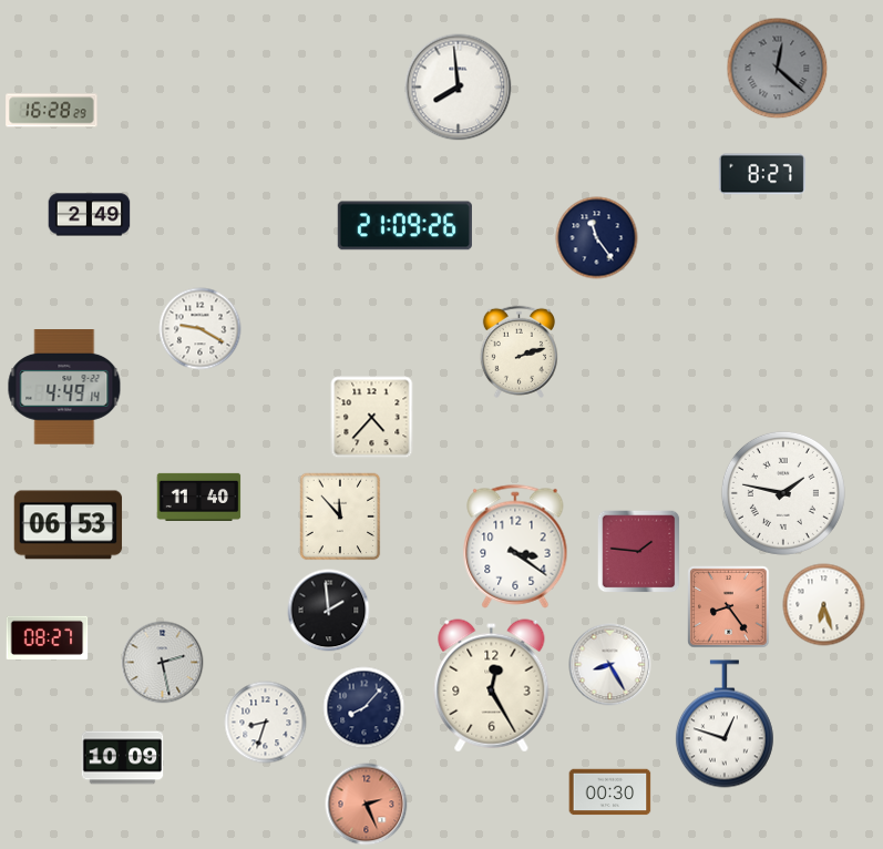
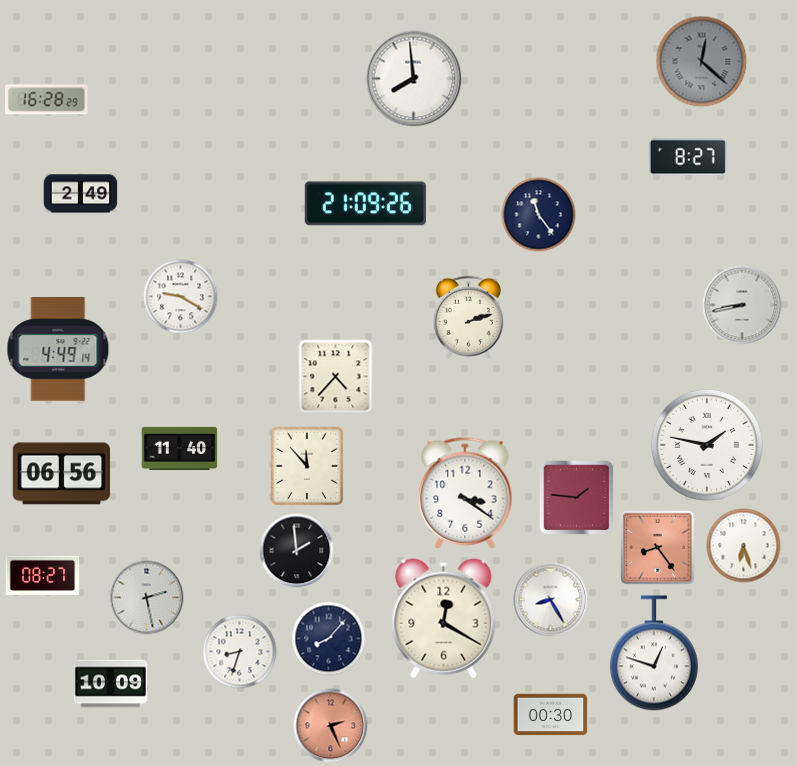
clock at (742, 305): none -> 8:43
clock at (69, 525): 06:53 -> 06:56
clock at (492, 686): 12:25 -> 12:20
